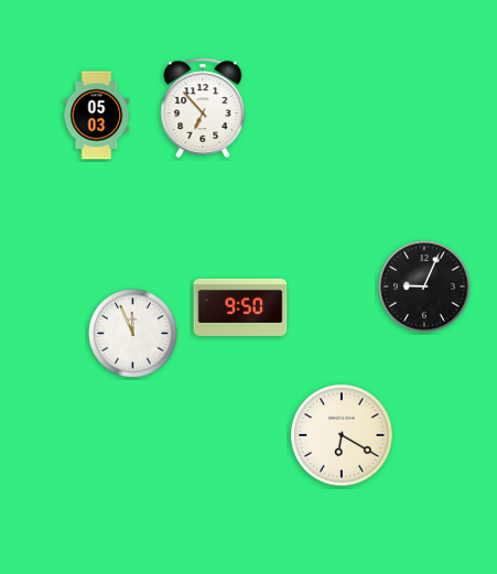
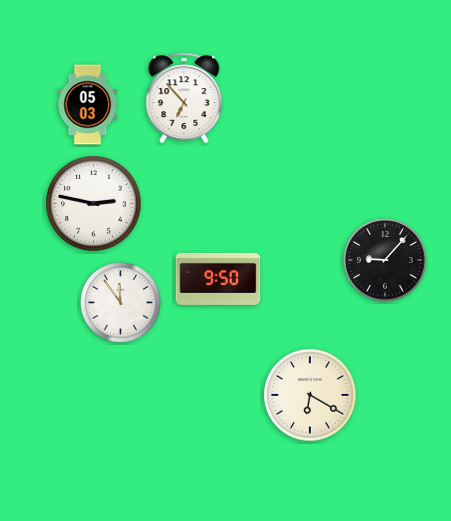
clock at (94, 204): none -> 2:47
clock at (424, 286): 9:04 -> 9:07
clock at (133, 334): 11:56 -> 11:54
